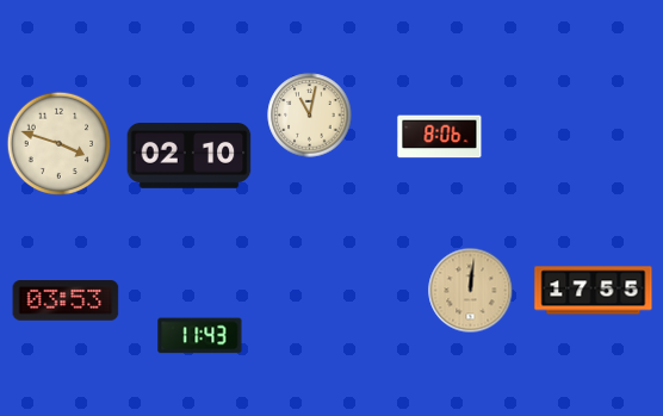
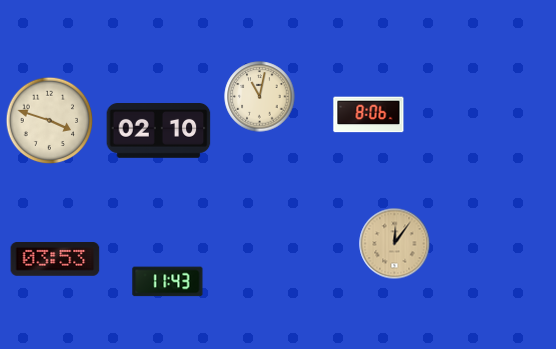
clock at (471, 291): 12:01 -> 12:06
clock at (594, 291): 17:55 -> none
clock at (66, 302) position: (66, 302) -> (55, 260)
